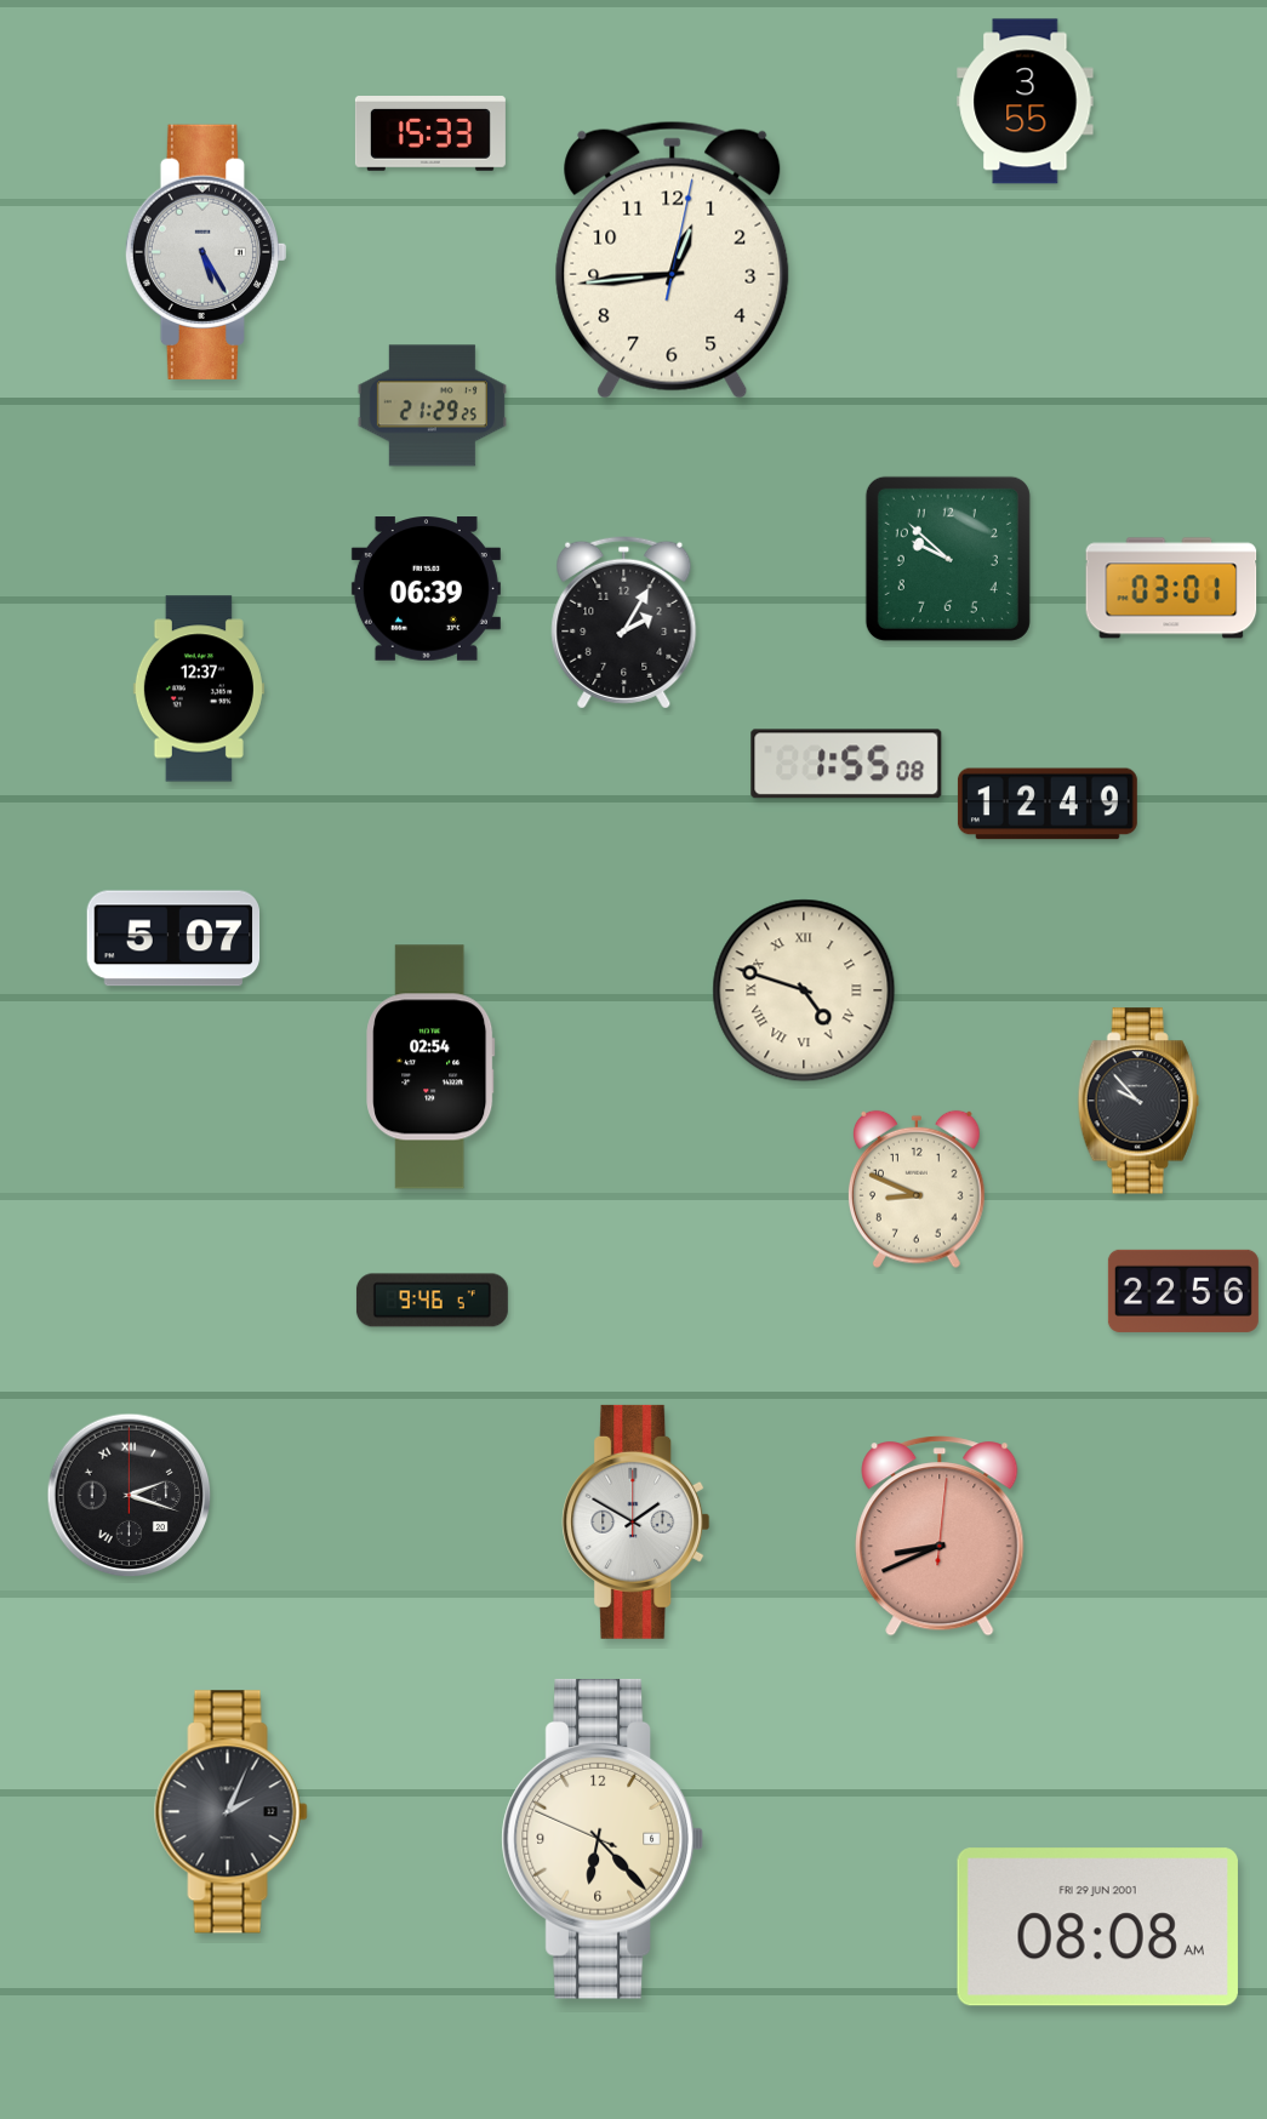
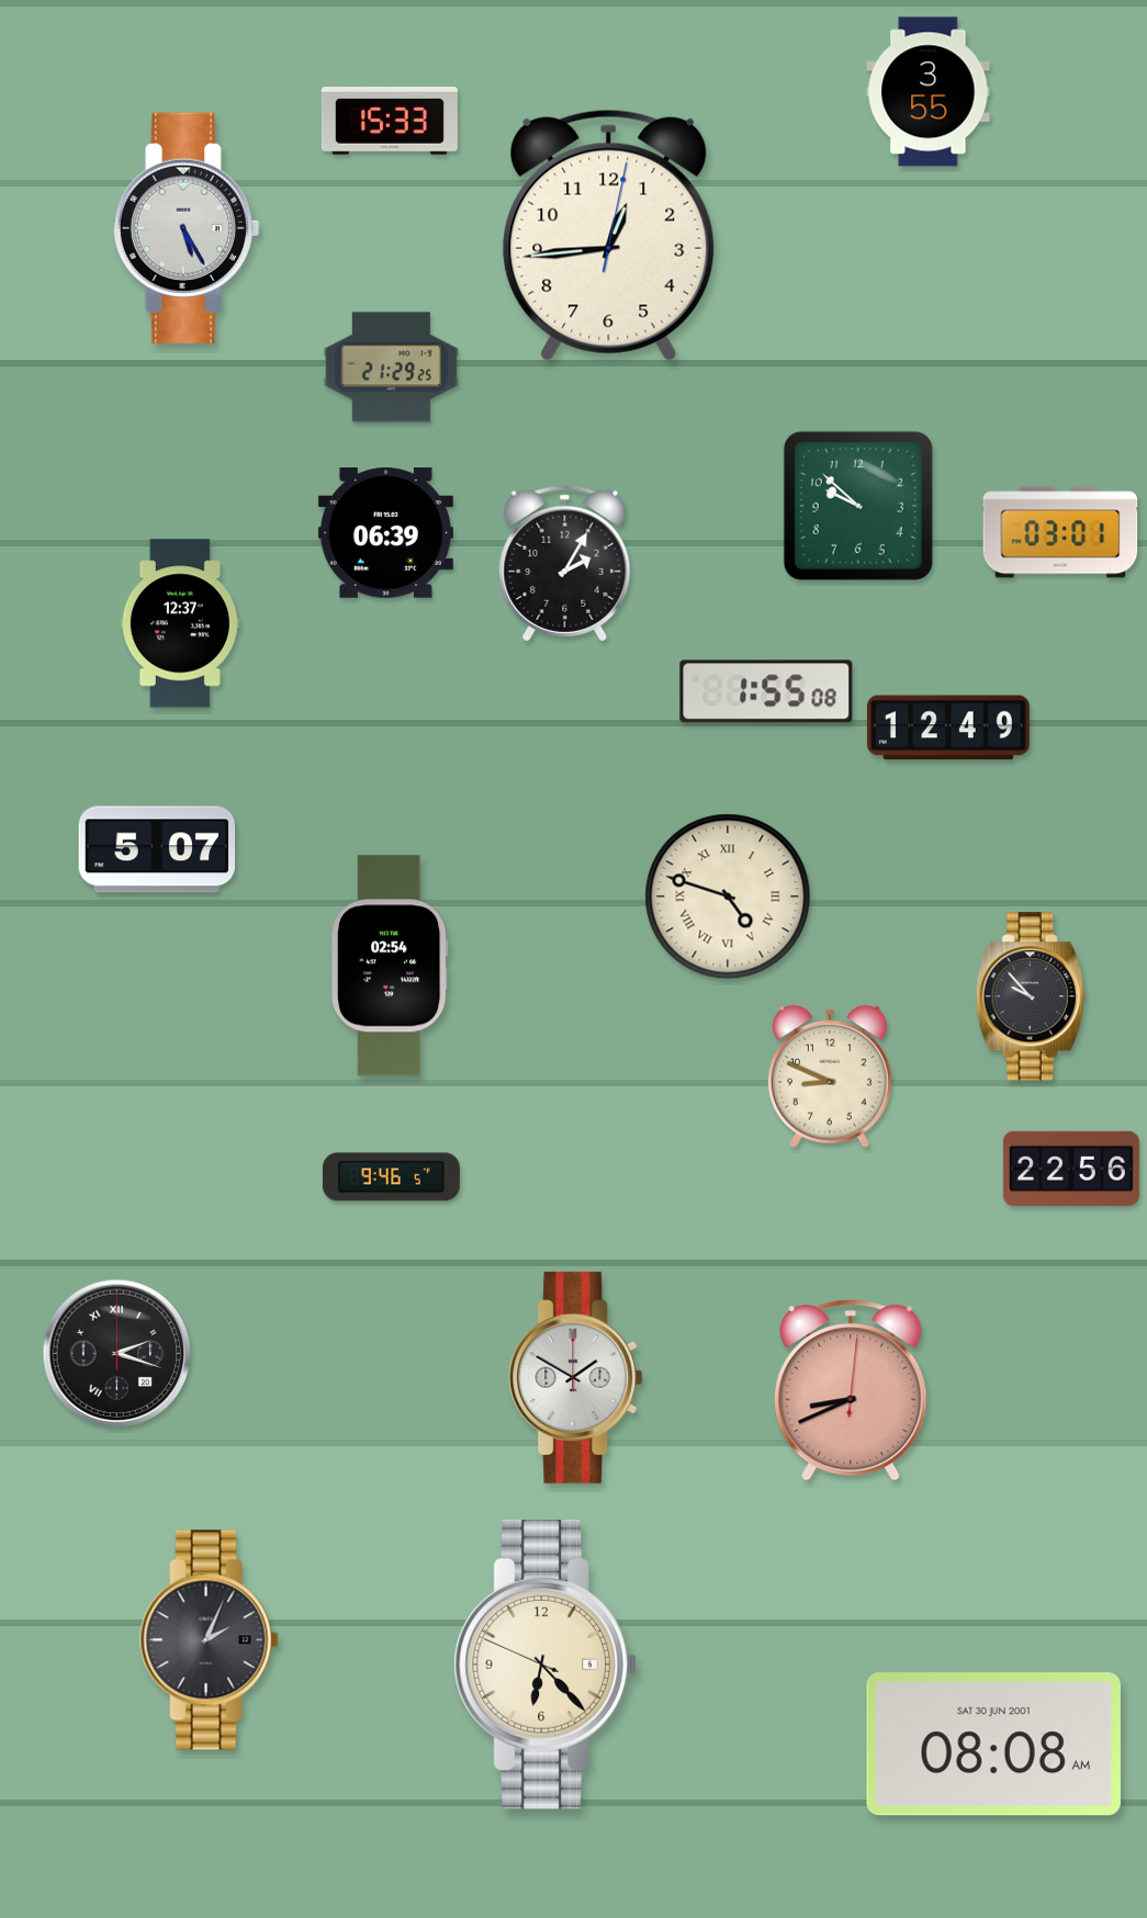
clock at (1097, 1927) date: FRI 29 JUN 2001 -> SAT 30 JUN 2001
